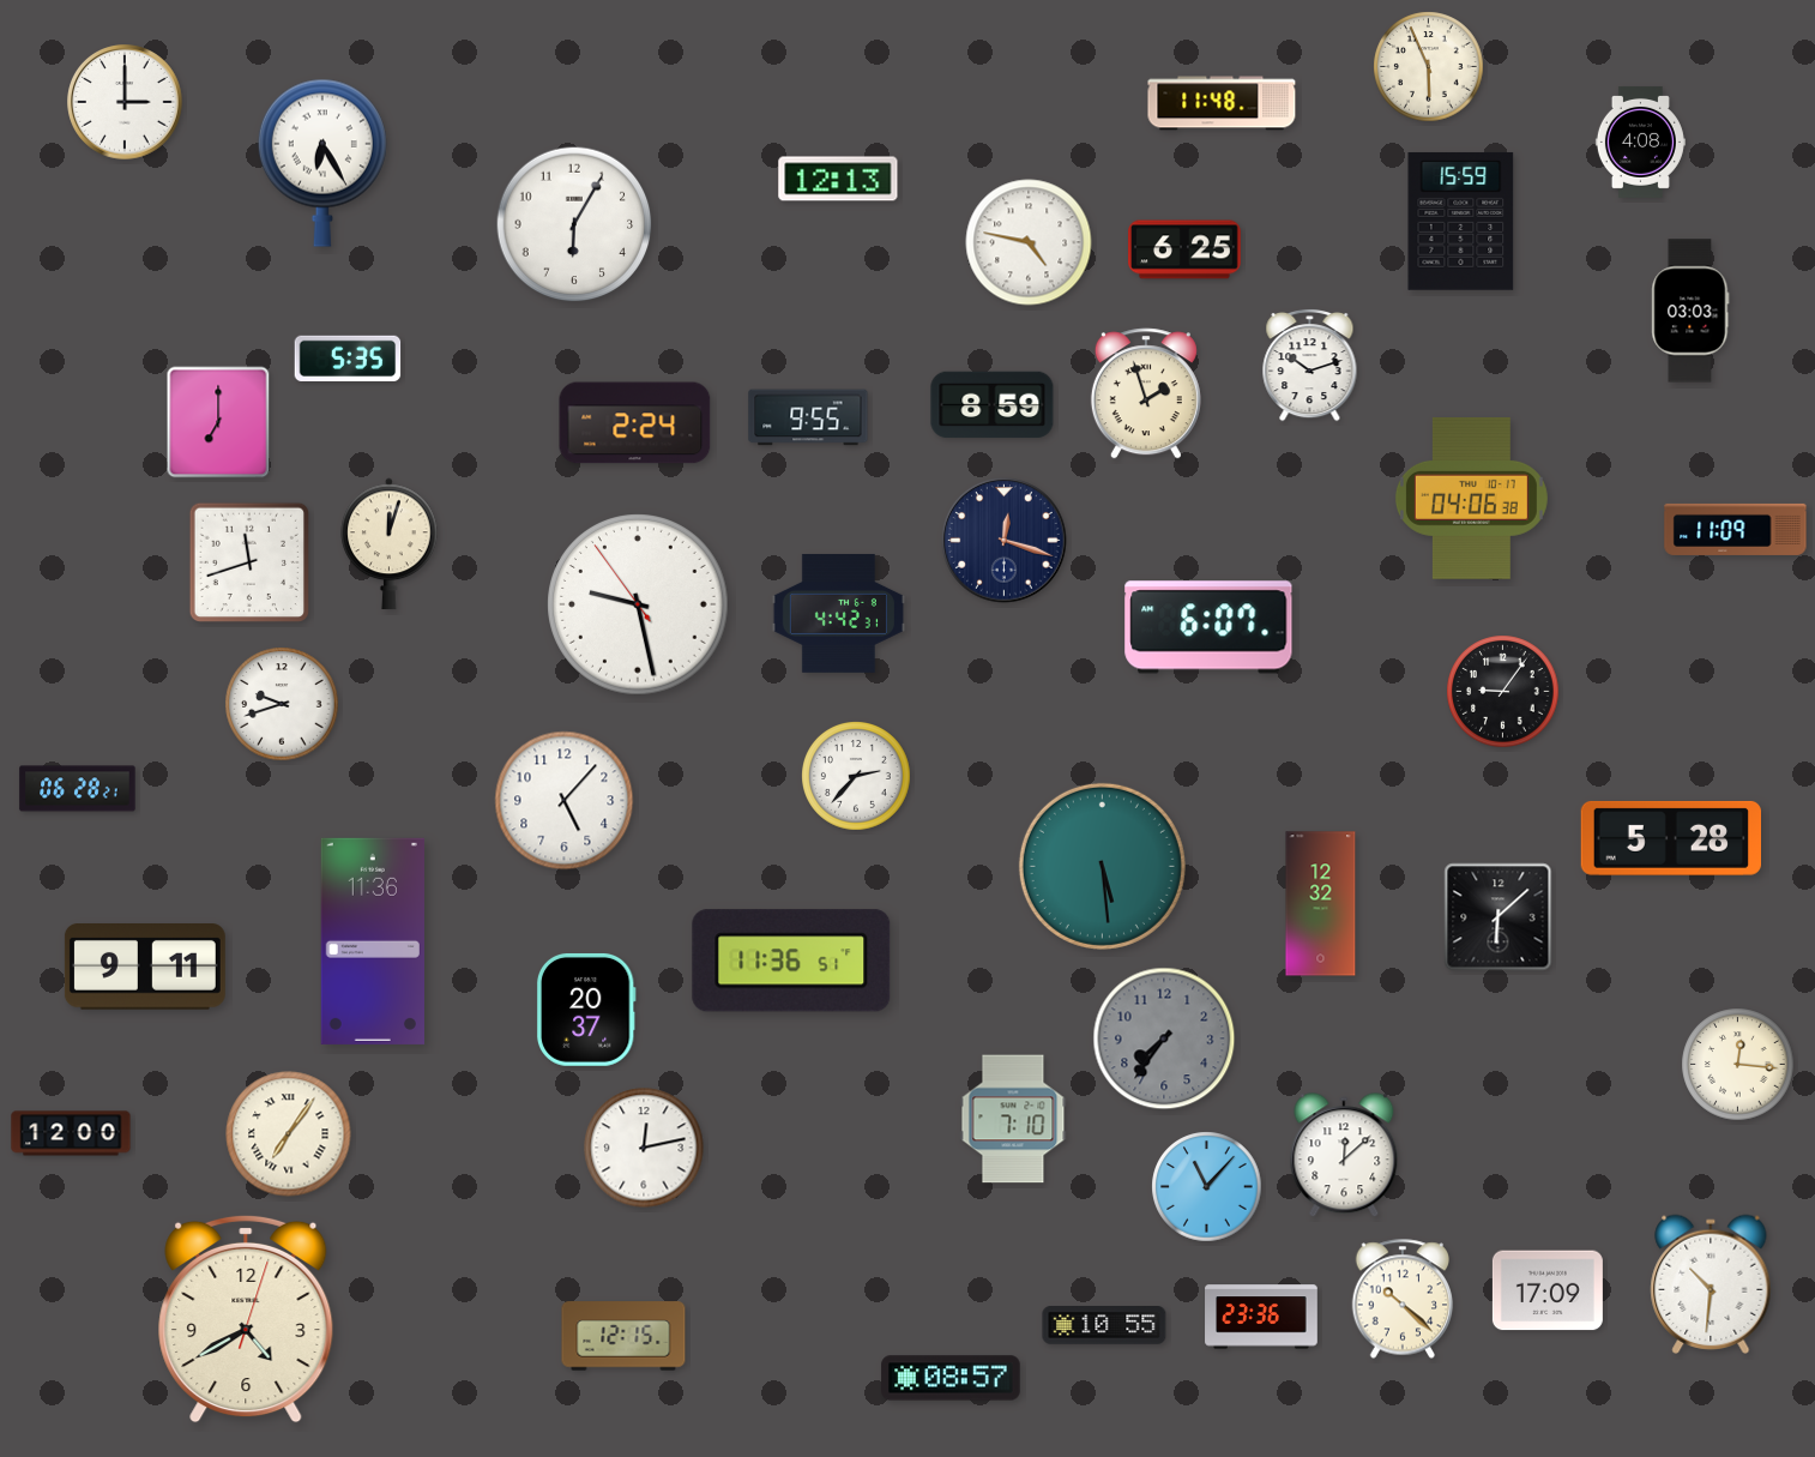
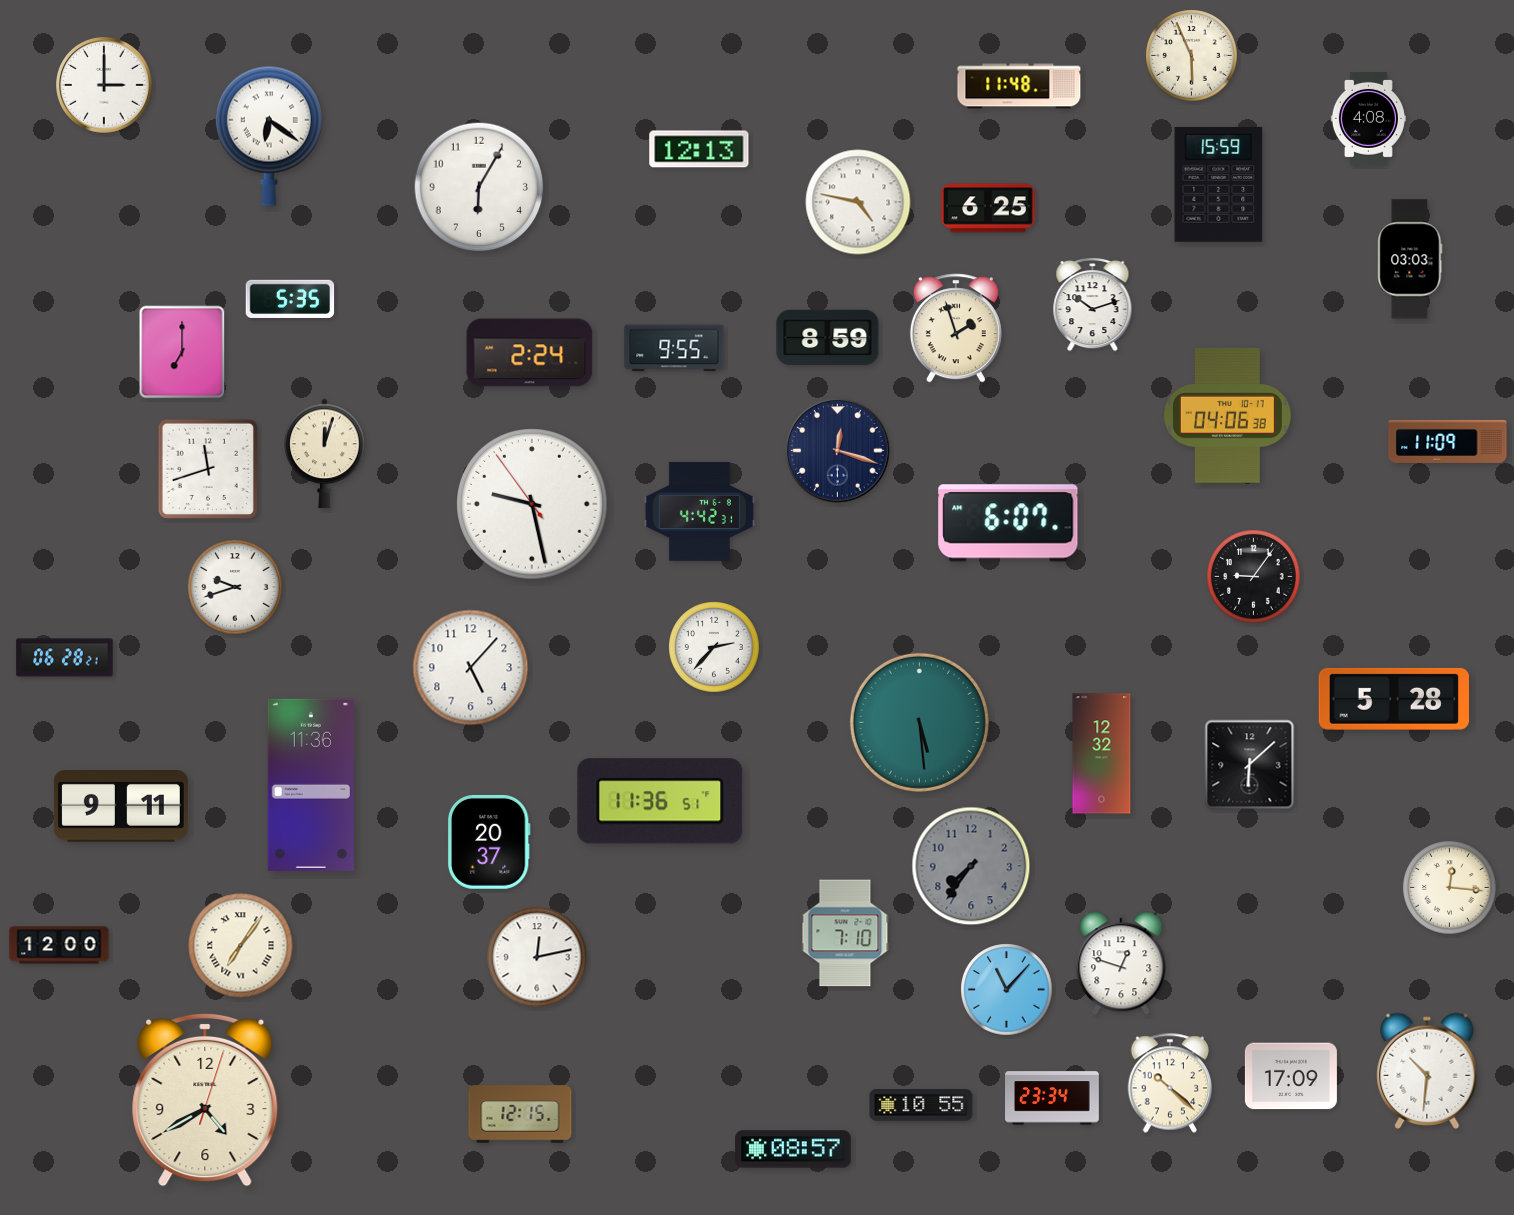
clock at (322, 163): 6:25 -> 6:21
clock at (1344, 1156): 12:08 -> 12:48
clock at (1261, 1317): 23:36 -> 23:34
